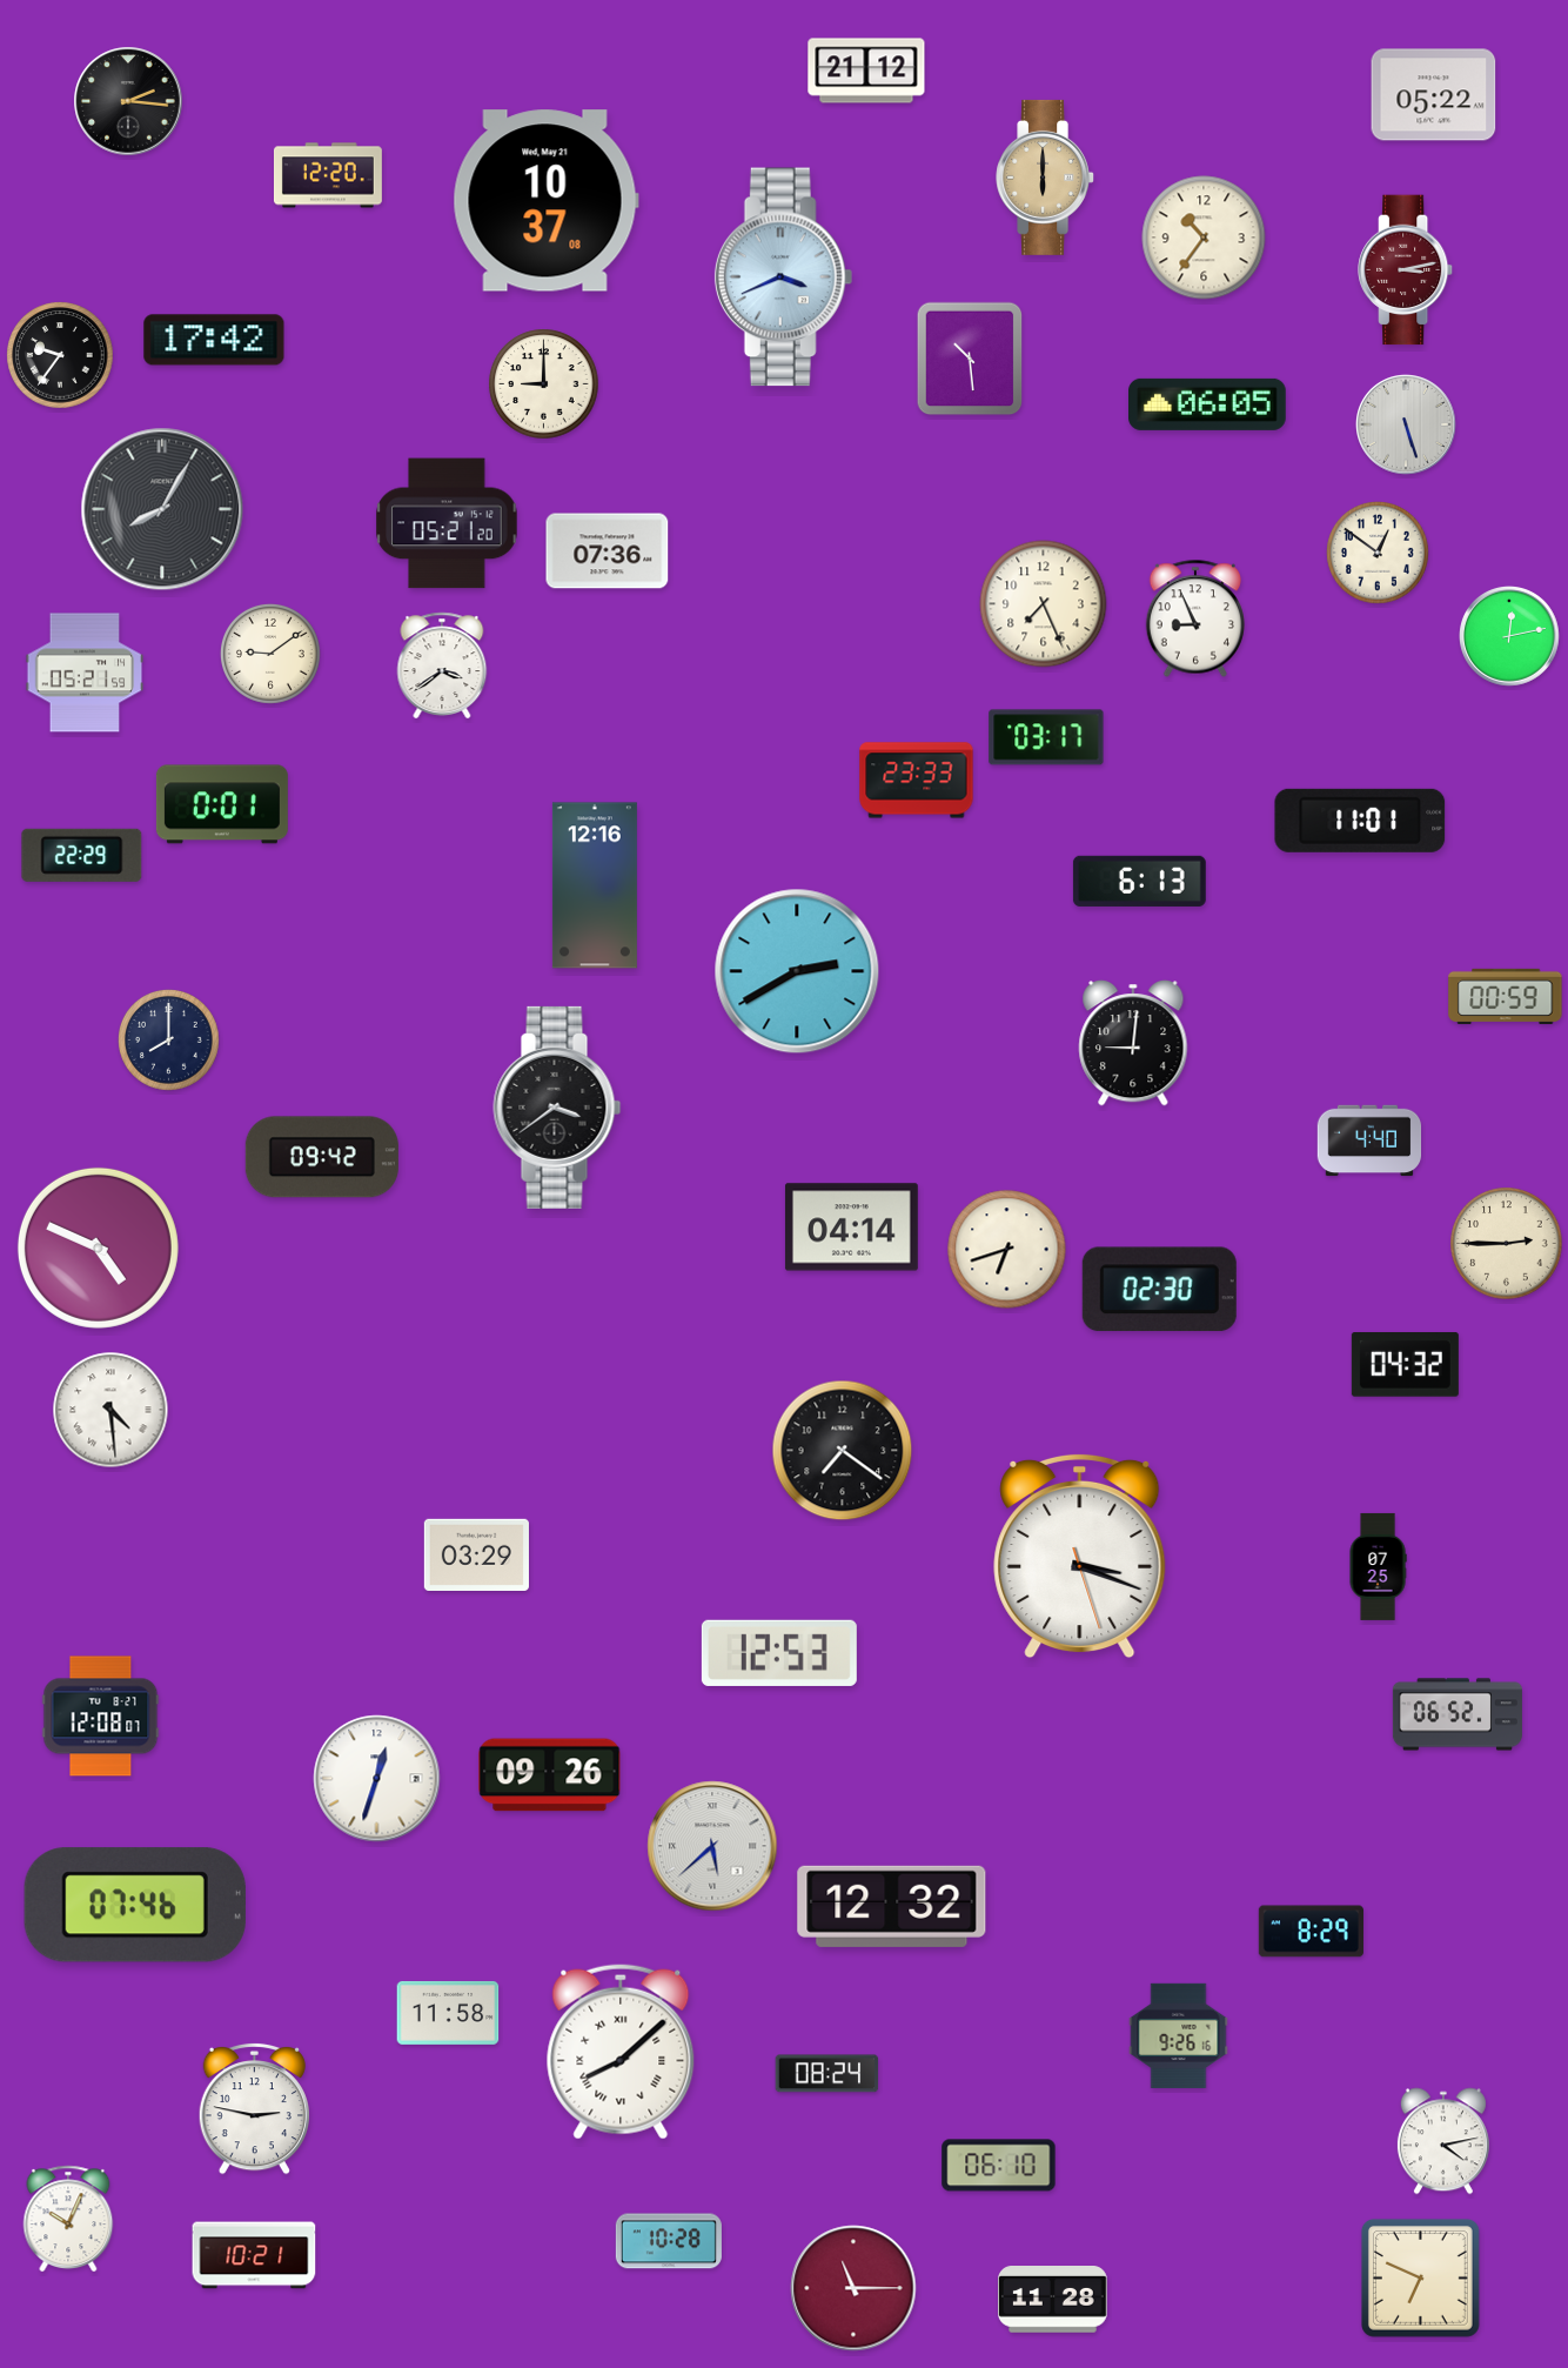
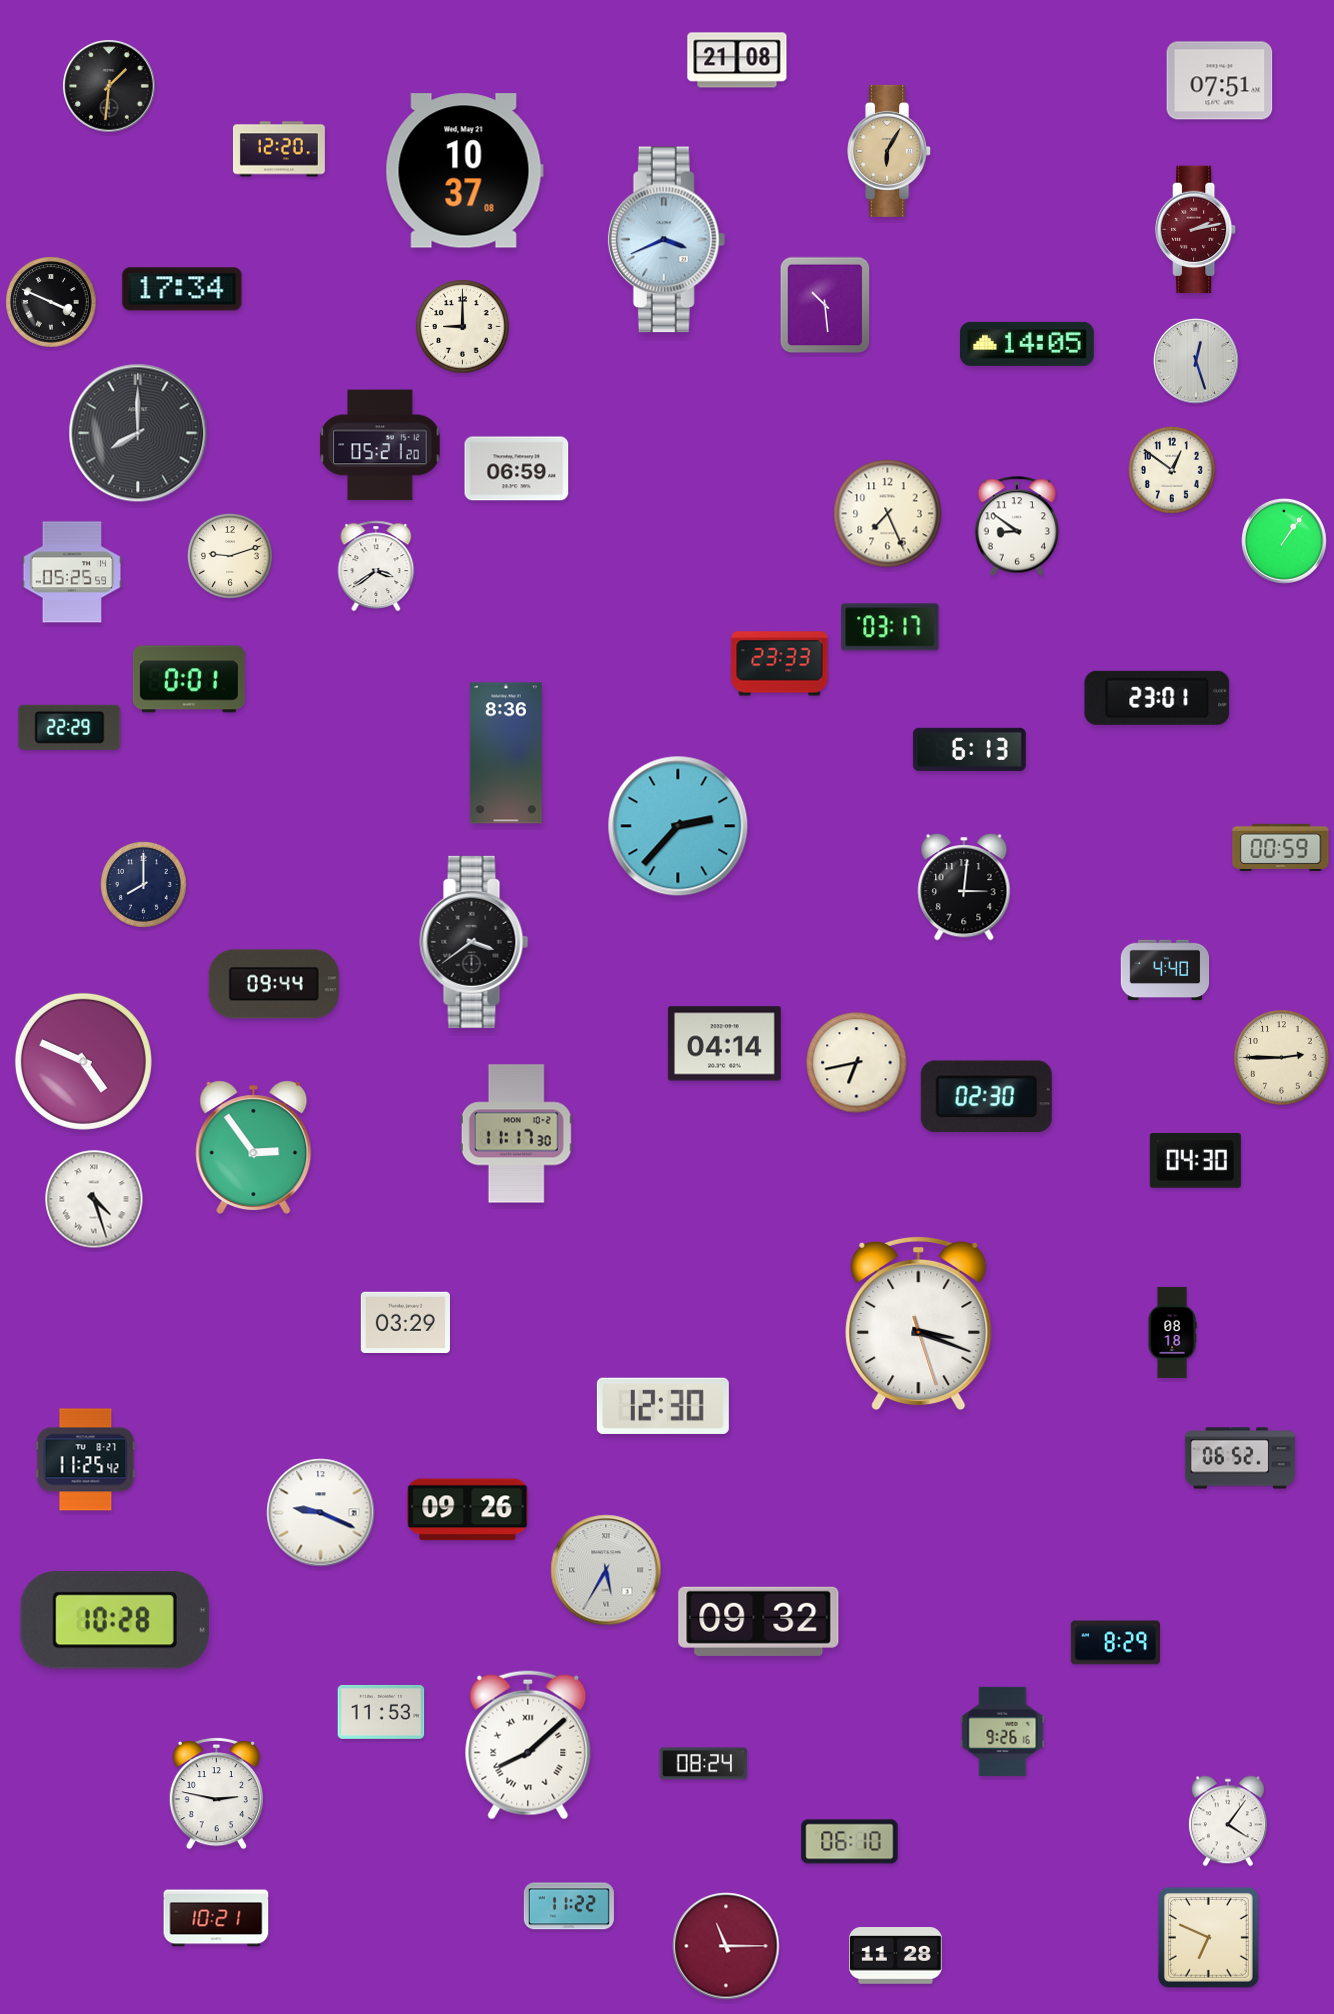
clock at (866, 71): 21:12 -> 21:08
clock at (1434, 95): 05:22 -> 07:51
clock at (128, 101): 2:16 -> 1:31
clock at (1046, 178): 6:00 -> 6:05
clock at (1204, 238): 10:36 -> none
clock at (1406, 270): 3:13 -> 2:13
clock at (784, 277) position: (784, 277) -> (667, 240)
clock at (214, 340): 17:42 -> 17:34
clock at (60, 355): 9:36 -> 3:49
clock at (1208, 404): 06:05 -> 14:05
clock at (1407, 426): 5:27 -> 12:27
clock at (162, 509): 8:05 -> 8:00
clock at (608, 551): 07:36 -> 06:59
clock at (1195, 618): 8:56 -> 8:51
clock at (1510, 637): 12:13 -> 1:06
clock at (270, 654): 9:09 -> 9:12
clock at (85, 673): 05:21 -> 05:25
clock at (222, 804) position: (222, 804) -> (189, 679)
clock at (1360, 821): 11:01 -> 23:01
clock at (595, 885): 12:16 -> 8:36
clock at (797, 971): 2:40 -> 2:37
clock at (1133, 1044): 9:01 -> 3:01
clock at (322, 1157): 09:42 -> 09:44
clock at (1007, 1250): 6:42 -> 6:43
clock at (516, 1134): none -> 11:17
clock at (254, 1148): none -> 2:54
clock at (1405, 1365): 04:32 -> 04:30
clock at (110, 1410): 4:29 -> 4:27
clock at (843, 1451): 7:21 -> none
clock at (1378, 1566): 07:25 -> 08:18
clock at (779, 1653): 12:53 -> 12:30
clock at (101, 1717): 12:08 -> 11:25
clock at (377, 1779): 12:33 -> 9:19
clock at (712, 1846): 5:38 -> 5:35
clock at (135, 1905): 07:46 -> 10:28
clock at (892, 1906): 12:32 -> 09:32
clock at (448, 2013): 11:58 -> 11:53
clock at (1443, 2141): 4:13 -> 4:06
clock at (68, 2219): 10:04 -> none
clock at (669, 2241): 10:28 -> 11:22
